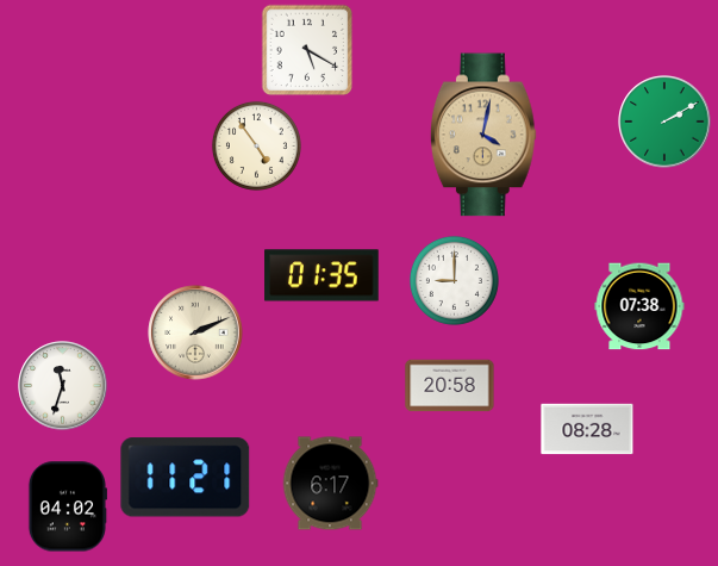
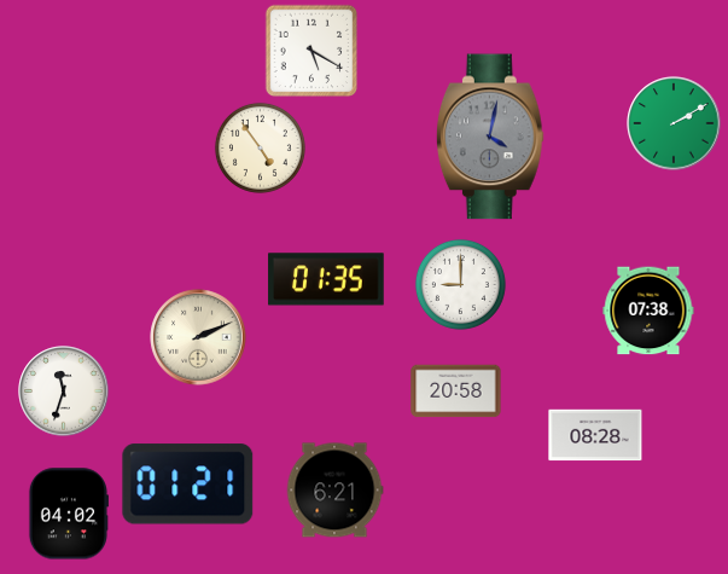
clock at (483, 135) dial: champagne -> grey
clock at (186, 478): 11:21 -> 01:21
clock at (330, 484): 6:17 -> 6:21
